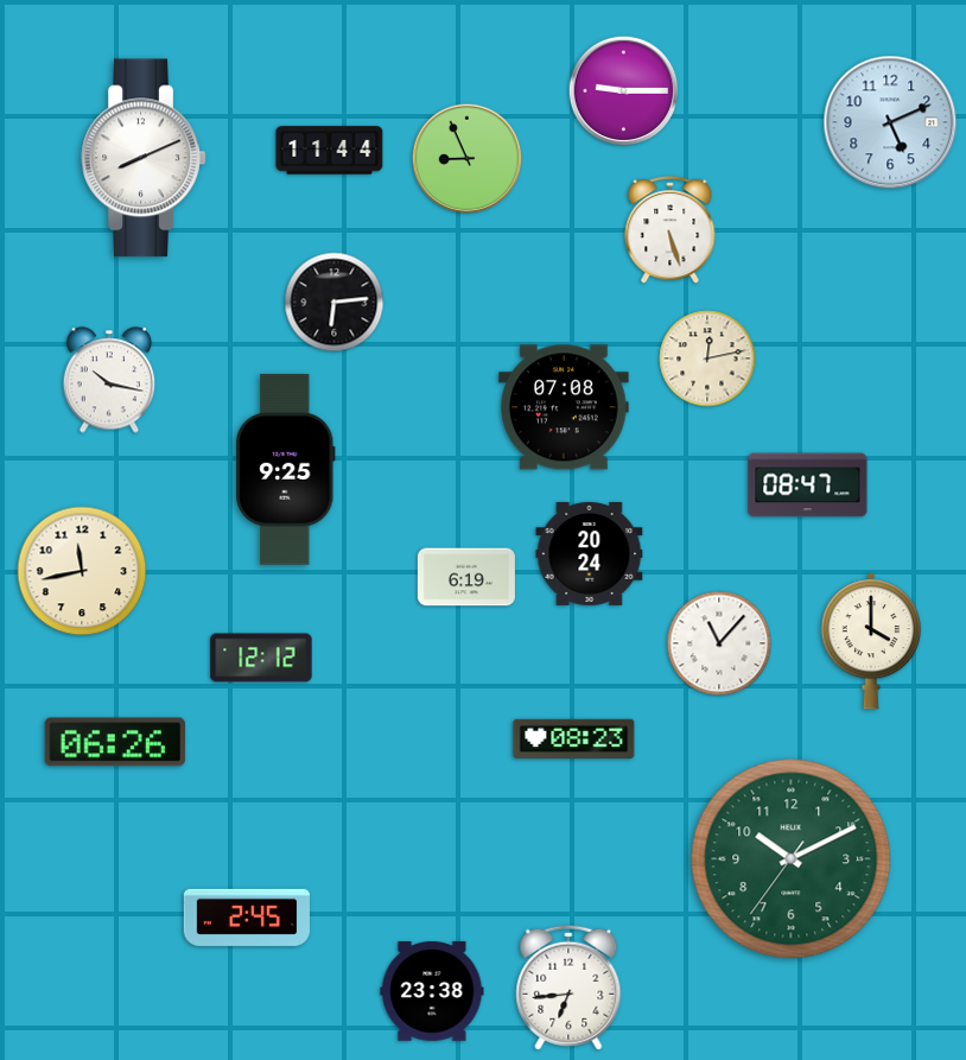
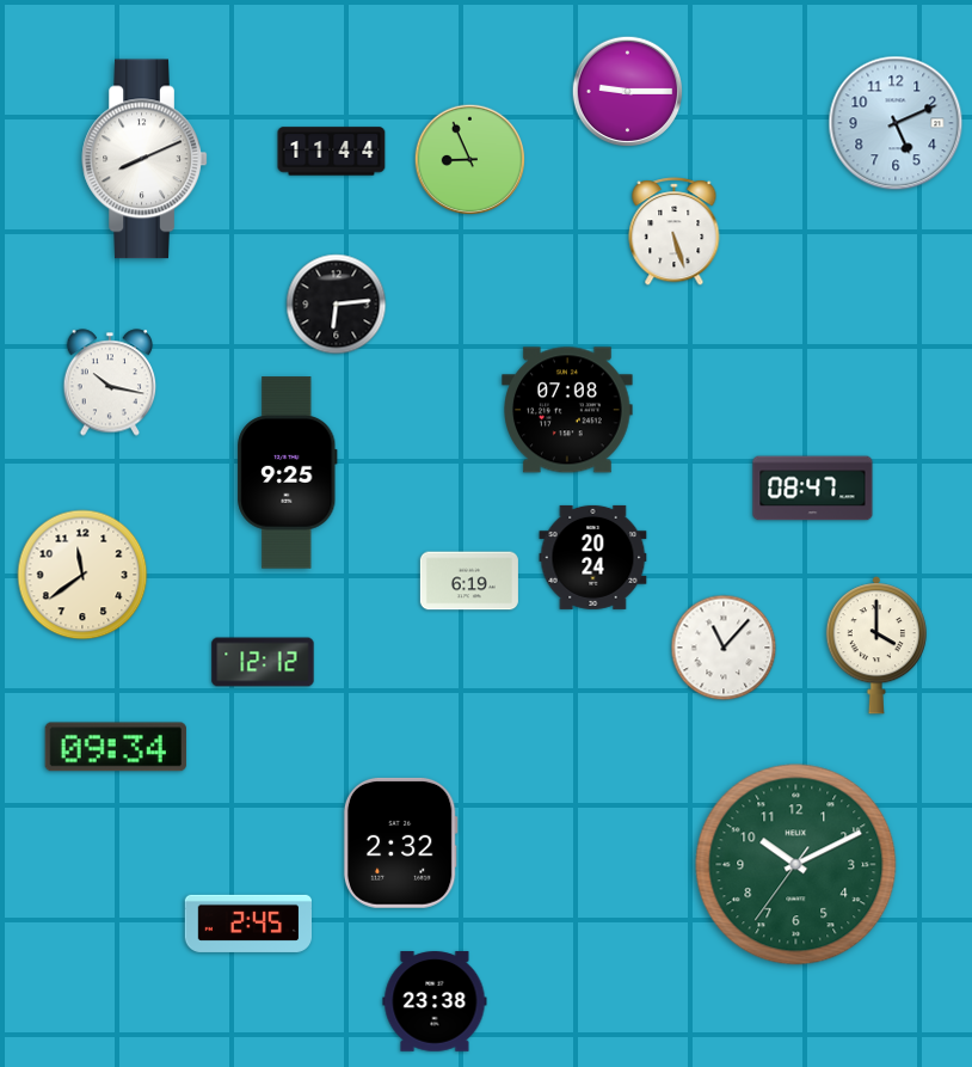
clock at (707, 358): 12:13 -> none
clock at (82, 571): 11:43 -> 11:39
clock at (574, 738): 08:23 -> none
clock at (115, 742): 06:26 -> 09:34
clock at (400, 842): none -> 2:32
clock at (568, 988): 6:44 -> none
clock at (432, 991) position: (432, 991) -> (435, 1001)
